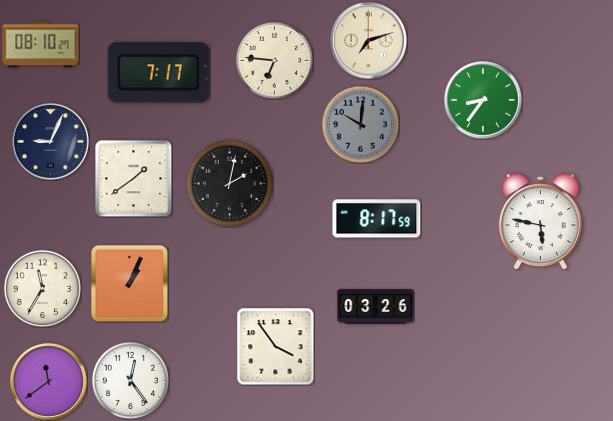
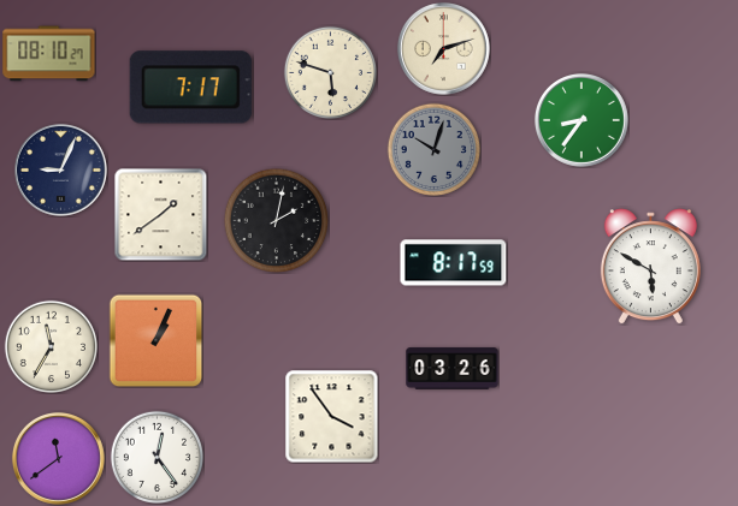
clock at (274, 60): 6:46 -> 5:48
clock at (360, 124): 10:01 -> 10:03
clock at (540, 222): 5:47 -> 5:50
